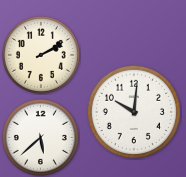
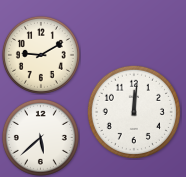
clock at (41, 55): 2:10 -> 9:10
clock at (134, 112): 10:01 -> 12:01
